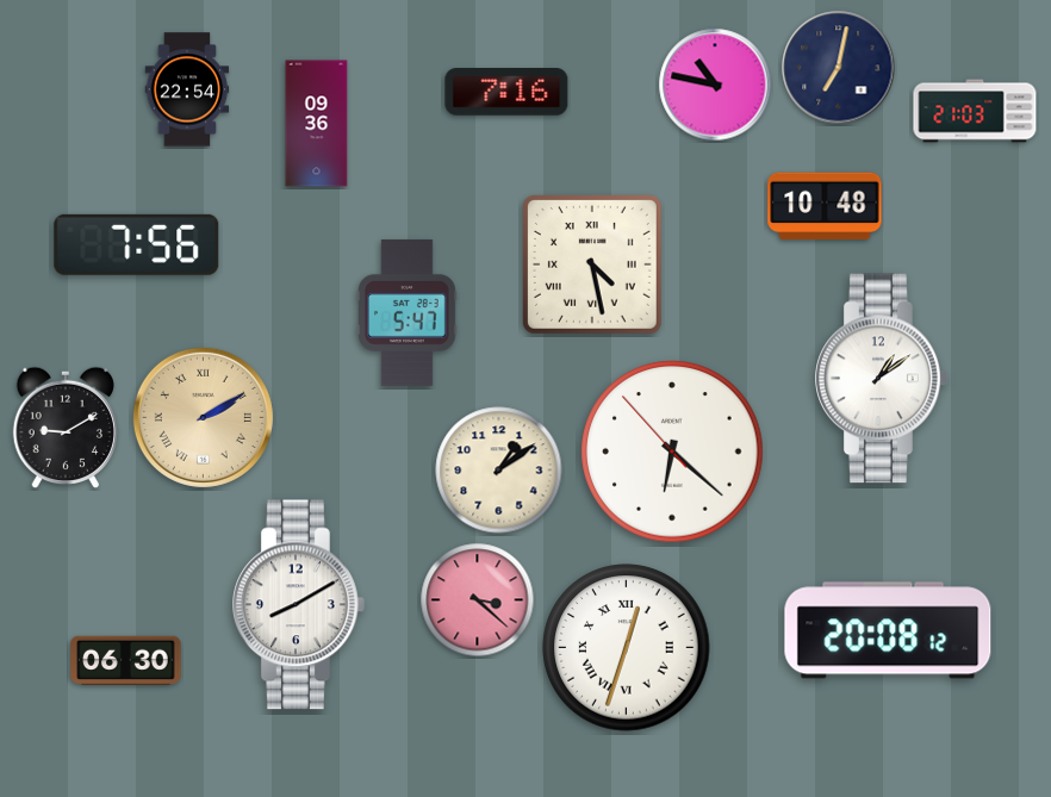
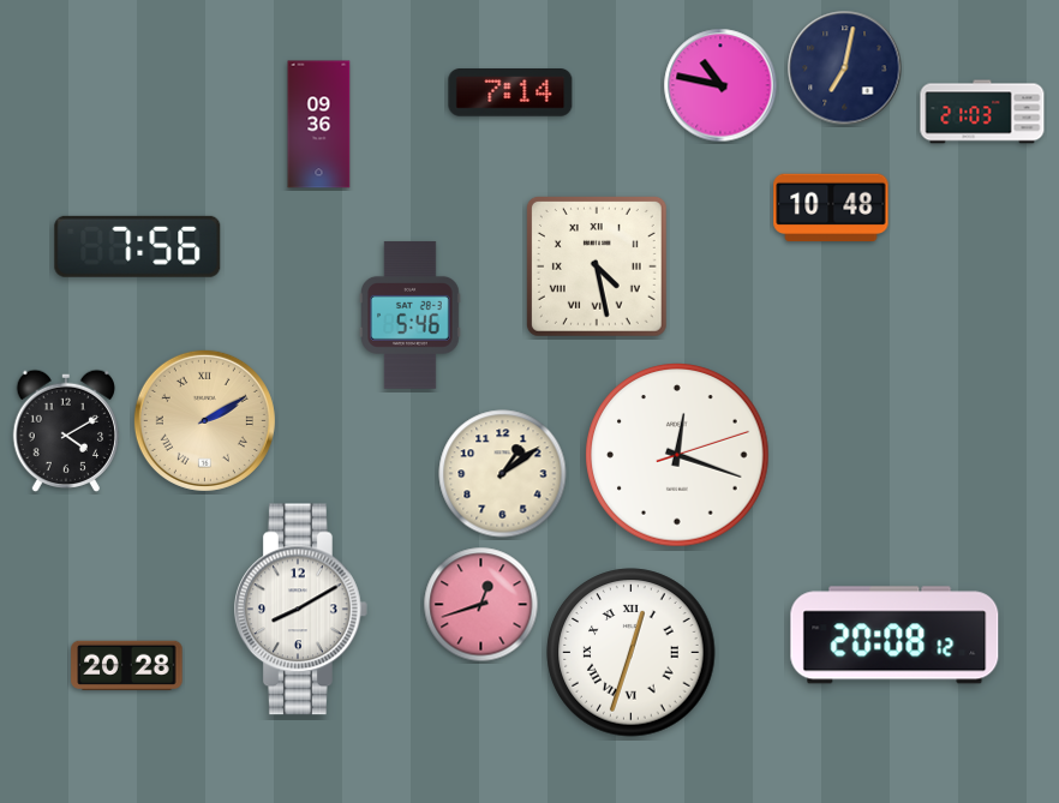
clock at (187, 89): 22:54 -> none
clock at (506, 93): 7:16 -> 7:14
clock at (408, 312): 5:47 -> 5:46
clock at (882, 379): 1:09 -> none
clock at (64, 428): 9:10 -> 4:10
clock at (672, 452): 6:21 -> 12:18
clock at (478, 600): 3:22 -> 12:42
clock at (126, 660): 06:30 -> 20:28
